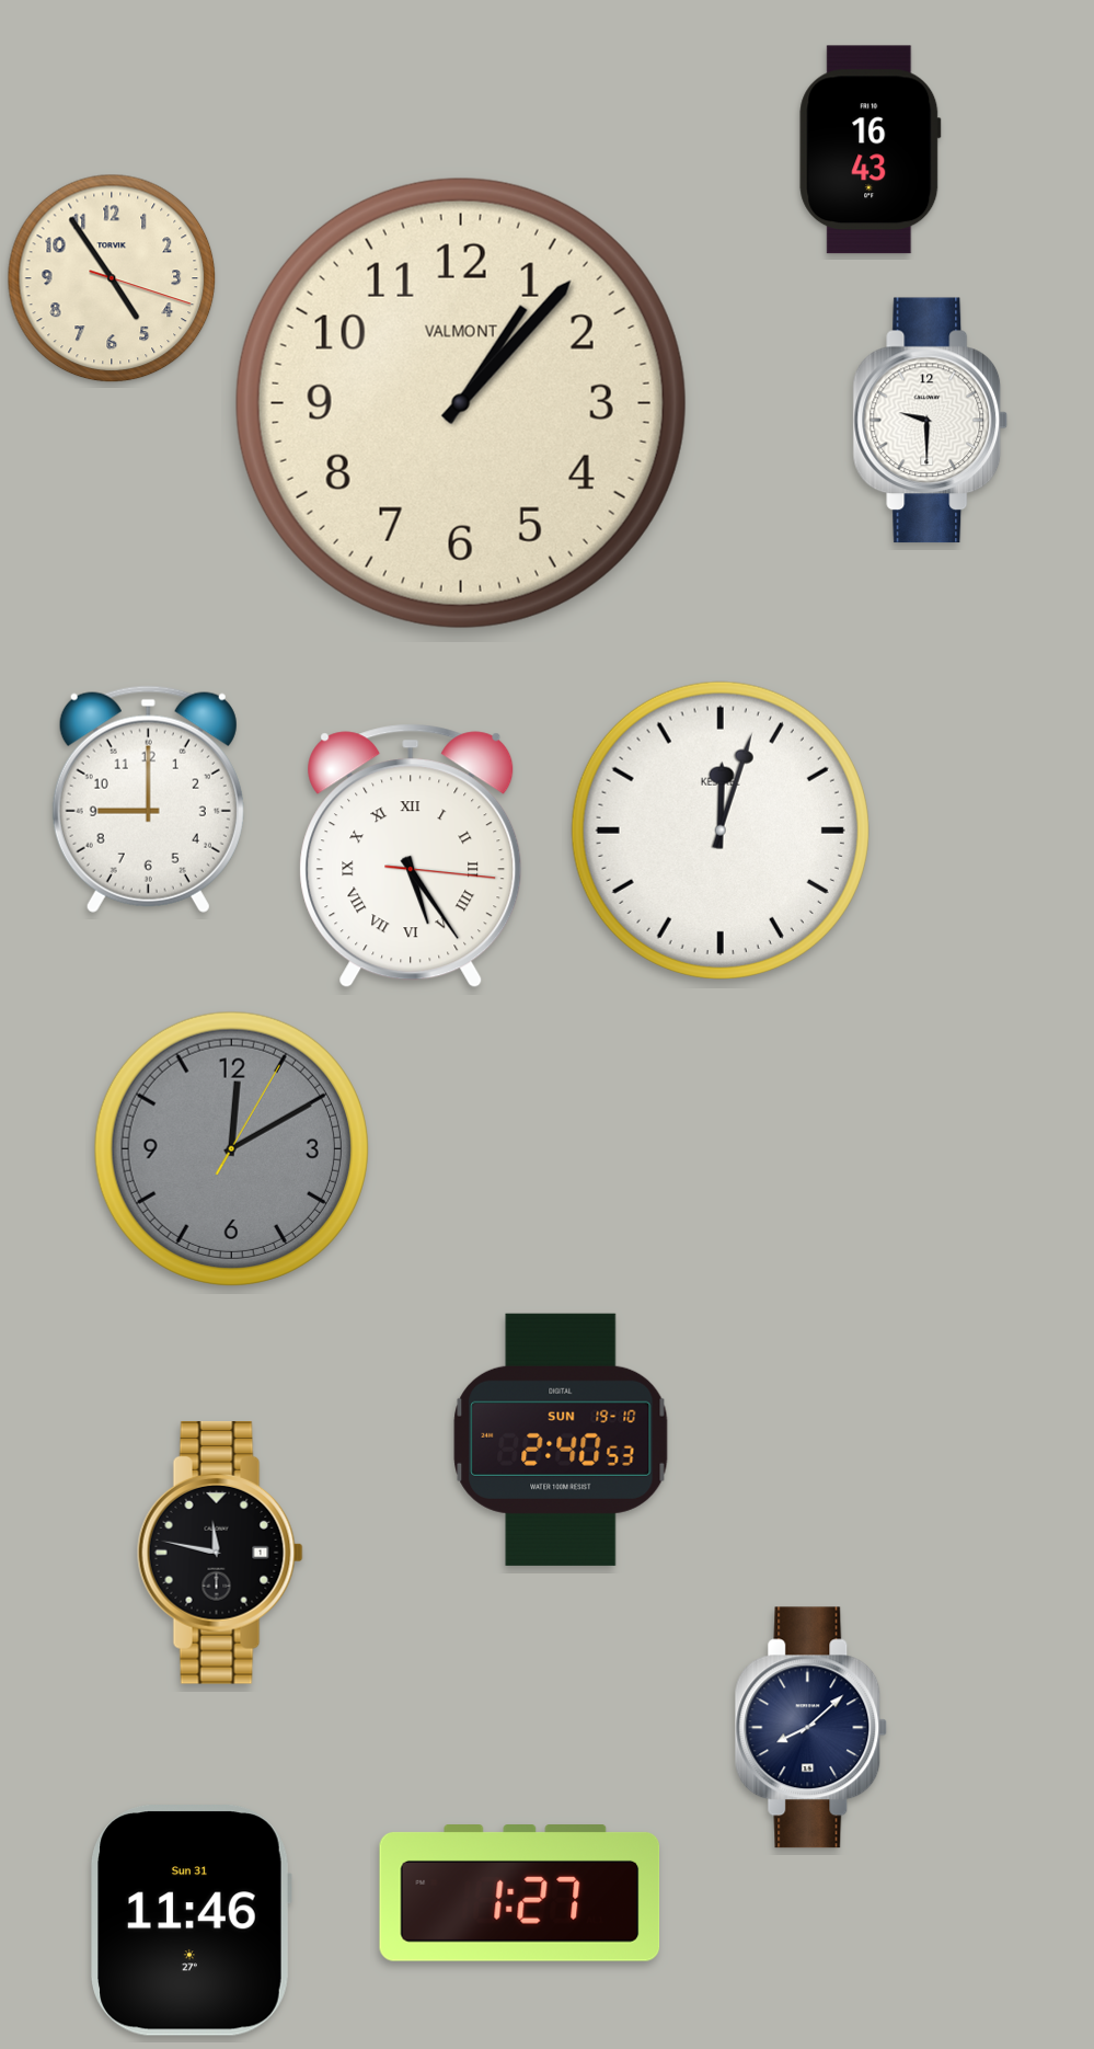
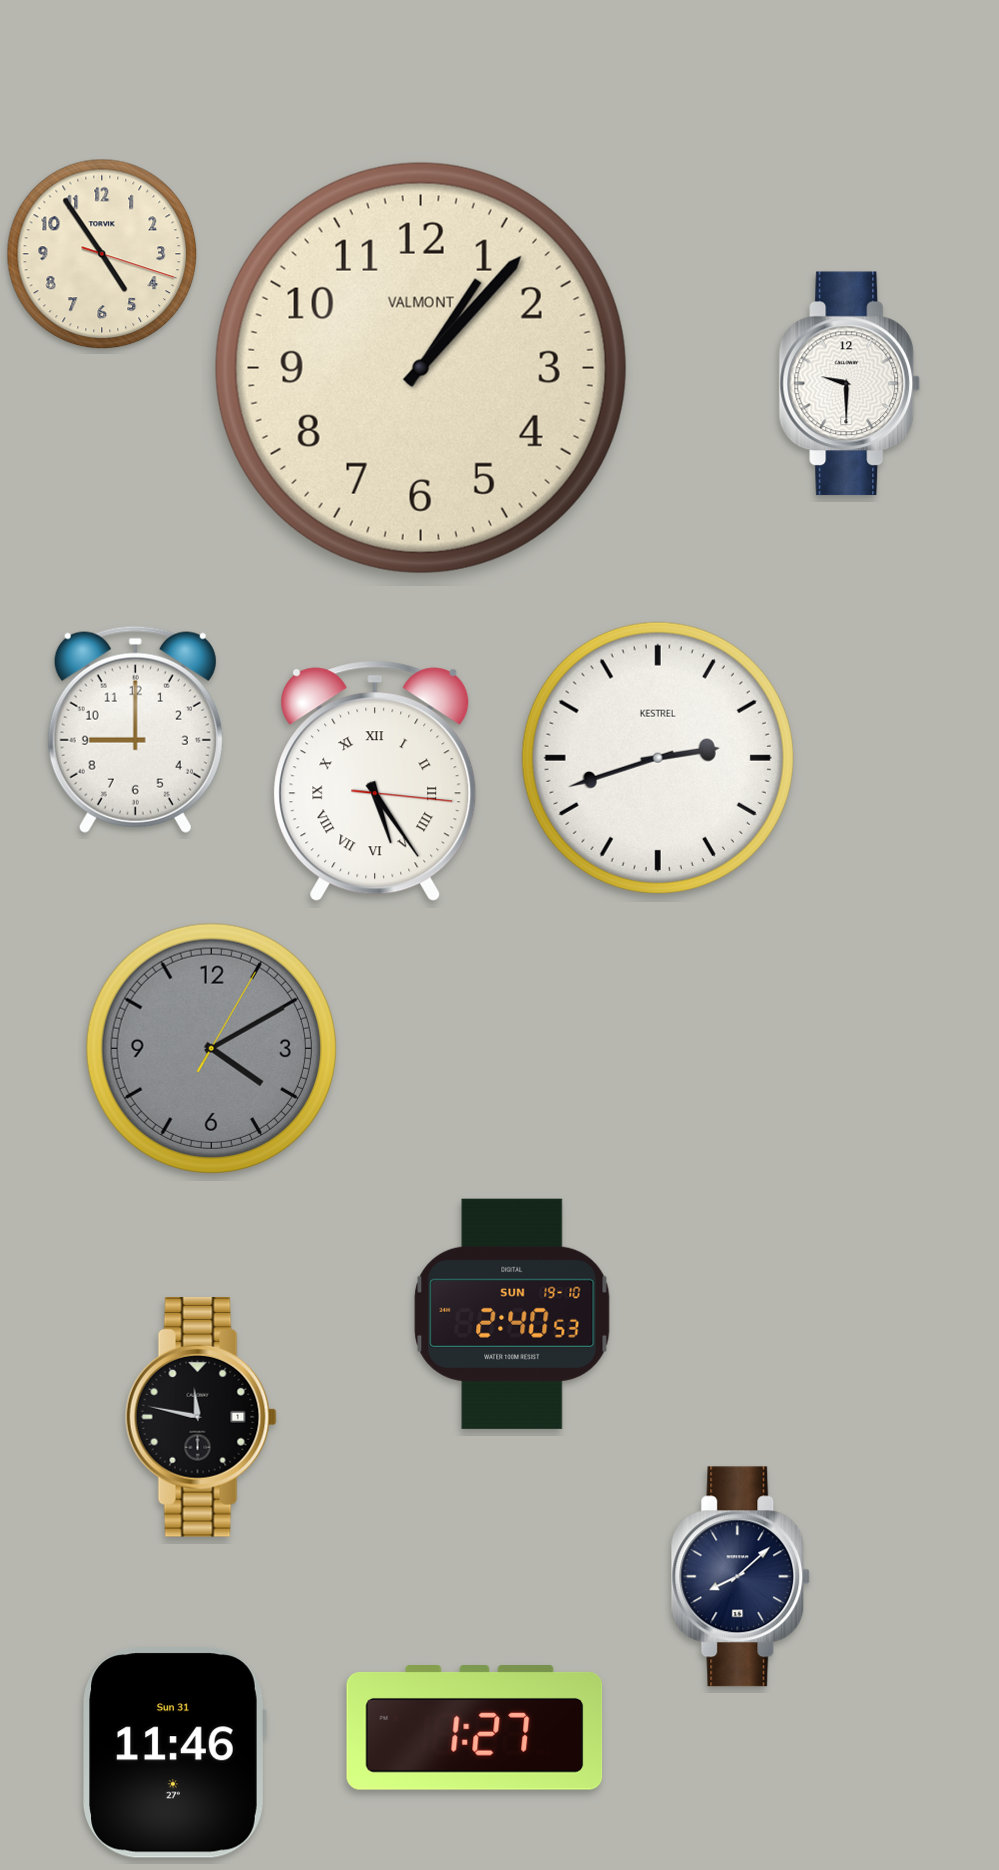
clock at (871, 150): 16:43 -> none
clock at (721, 831): 12:03 -> 2:42
clock at (231, 1148): 12:10 -> 4:10
